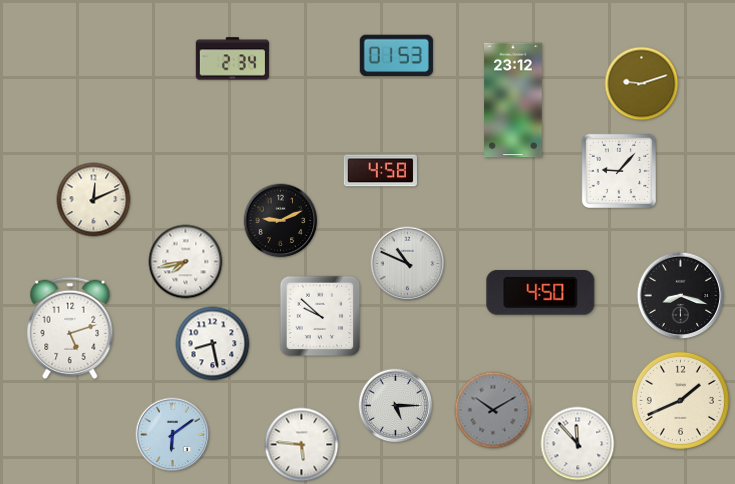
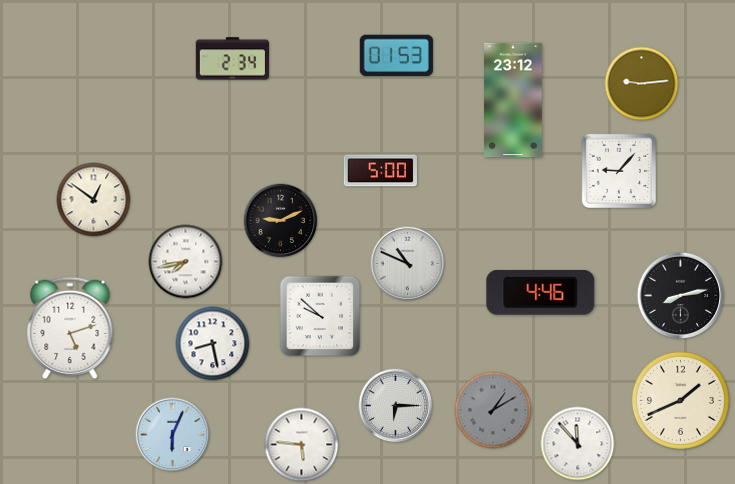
clock at (642, 84): 9:12 -> 9:14
clock at (380, 171): 4:58 -> 5:00
clock at (94, 200): 12:11 -> 12:51
clock at (541, 292): 4:50 -> 4:46
clock at (681, 296): 8:18 -> 8:13
clock at (396, 406): 5:15 -> 6:15
clock at (493, 410): 10:10 -> 1:10
clock at (173, 435): 6:09 -> 6:04
